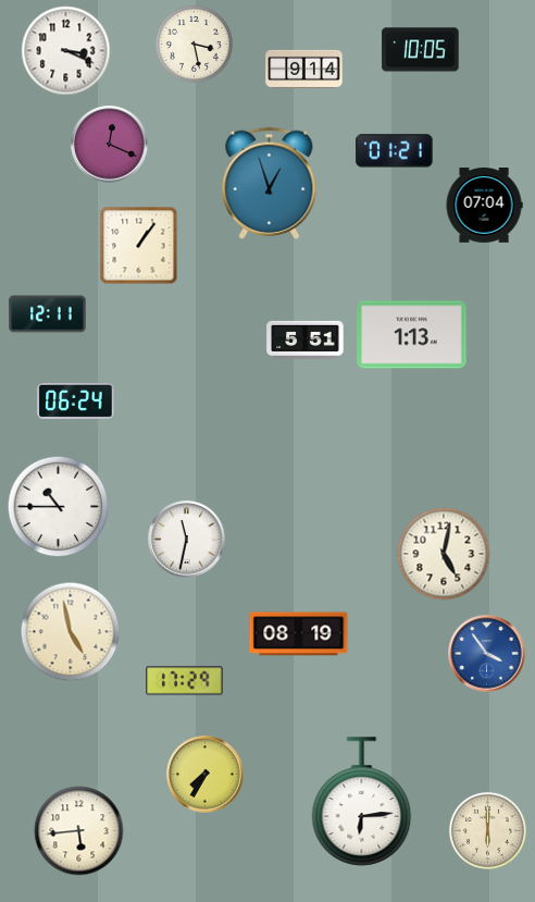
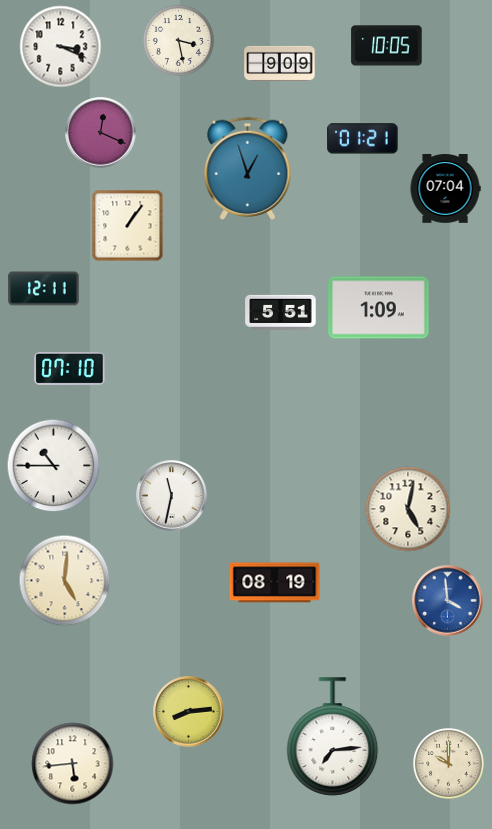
clock at (304, 69): 9:14 -> 9:09
clock at (412, 335): 1:13 -> 1:09
clock at (76, 400): 06:24 -> 07:10
clock at (71, 632): 4:58 -> 5:01
clock at (487, 654): 3:54 -> 3:59
clock at (185, 681): 17:29 -> none
clock at (206, 775): 7:35 -> 8:14
clock at (362, 802): 6:14 -> 7:14
clock at (487, 830): 6:00 -> 10:00
